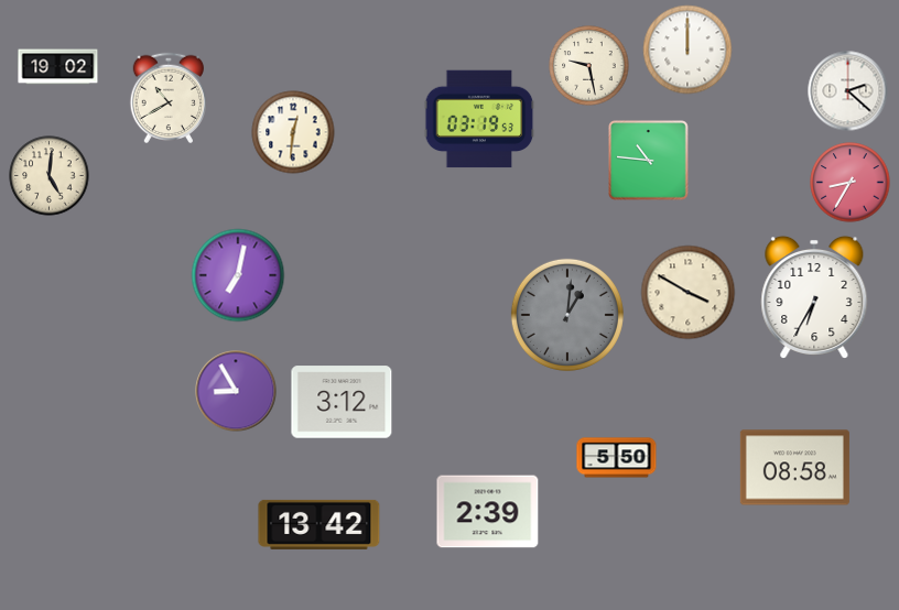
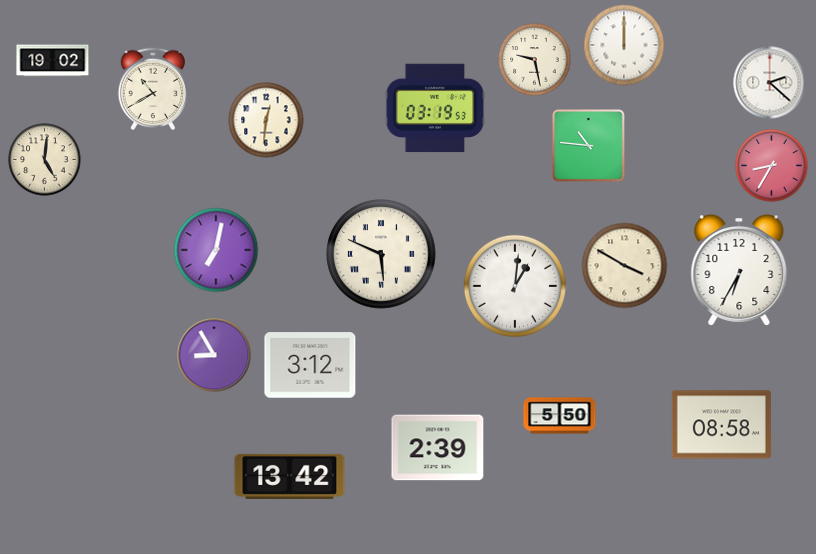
clock at (382, 255): none -> 5:49
clock at (567, 315) dial: grey -> white
clock at (488, 512) position: (488, 512) -> (438, 448)
